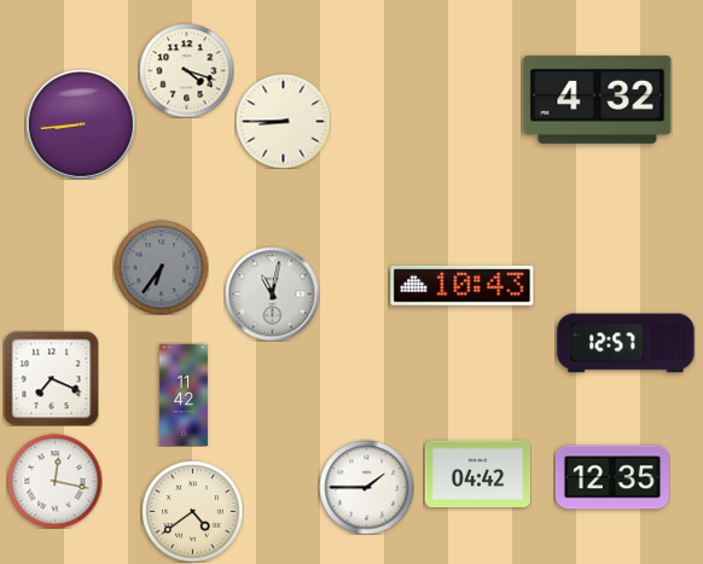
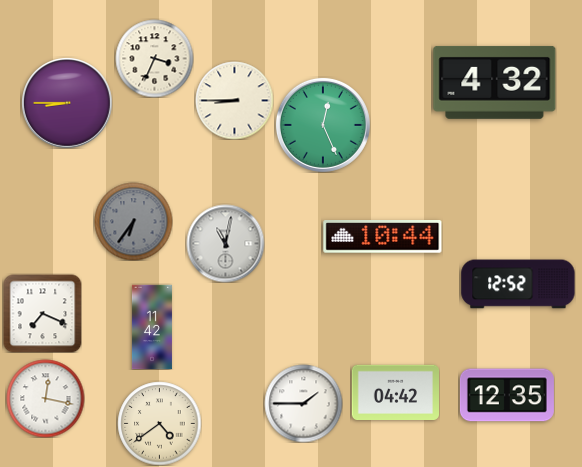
clock at (186, 70): 4:18 -> 3:34
clock at (81, 124): 8:44 -> 8:45
clock at (323, 125): none -> 12:26
clock at (463, 286): 10:43 -> 10:44
clock at (626, 343): 12:57 -> 12:52
